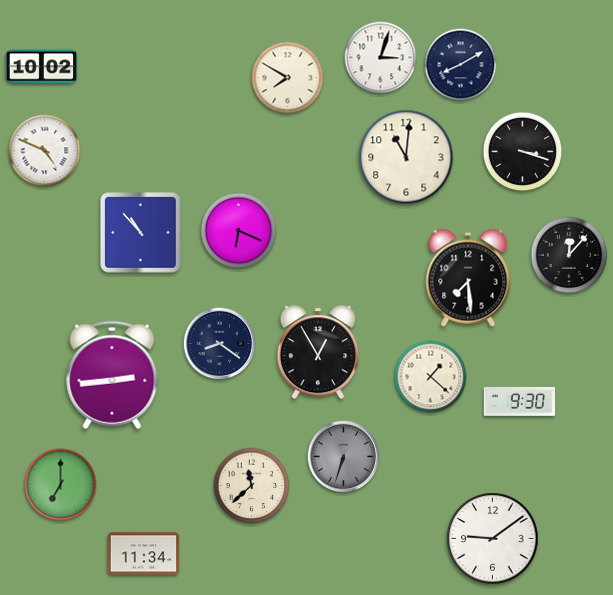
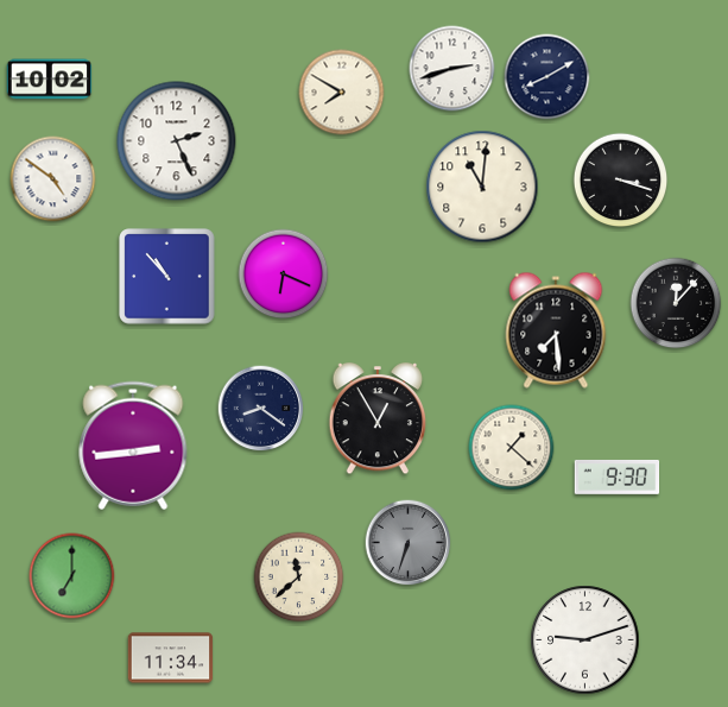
clock at (381, 58): 3:03 -> 2:42
clock at (177, 141): none -> 2:26
clock at (45, 151): 4:49 -> 4:51
clock at (493, 539): 9:09 -> 9:12
